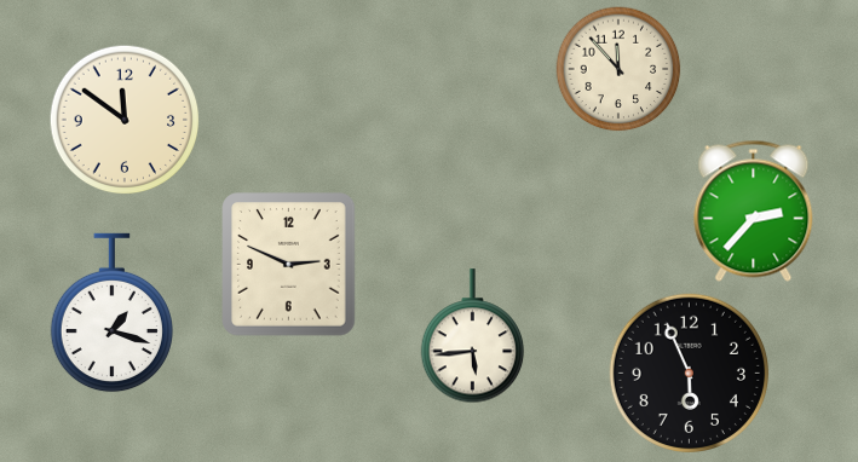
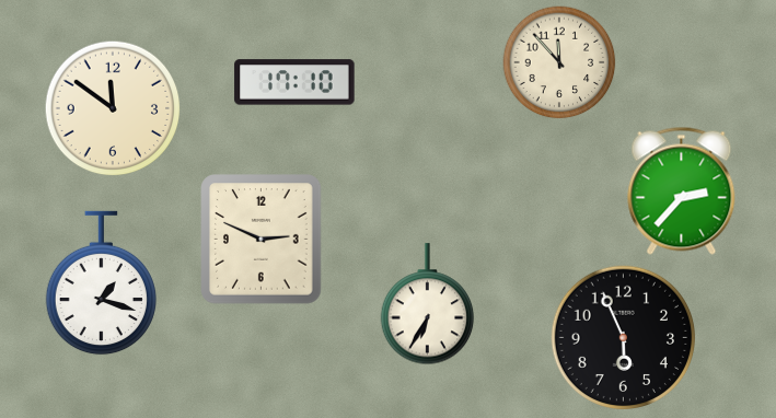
clock at (294, 82): none -> 17:10
clock at (473, 336): 5:44 -> 6:35
